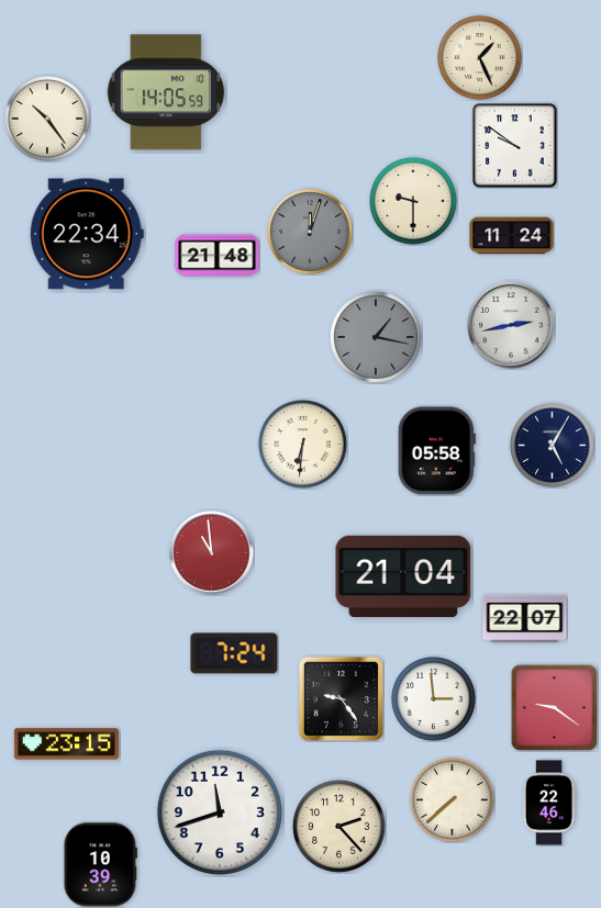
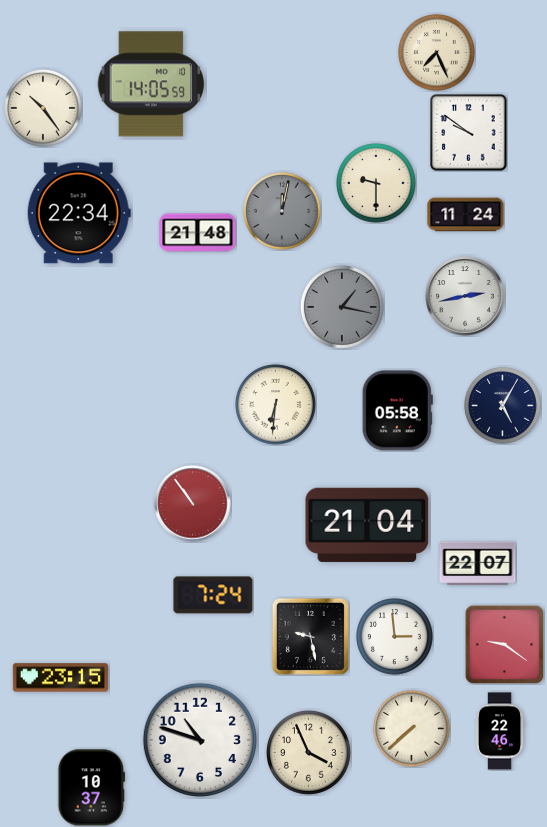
clock at (480, 58): 1:26 -> 7:26
clock at (311, 233): 12:03 -> 12:02
clock at (212, 553): 10:59 -> 10:54
clock at (341, 698): 9:24 -> 9:28
clock at (219, 811): 11:42 -> 10:48
clock at (338, 826): 2:23 -> 3:56
clock at (100, 865): 10:39 -> 10:37
